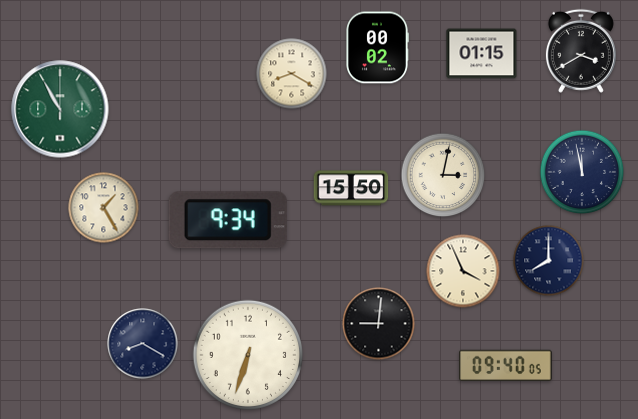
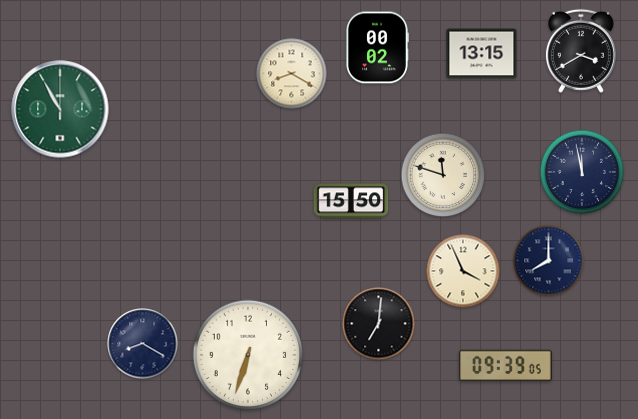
clock at (482, 54): 01:15 -> 13:15
clock at (443, 175): 3:02 -> 11:48
clock at (351, 188) position: (351, 188) -> (351, 201)
clock at (104, 208): 1:25 -> none
clock at (228, 220): 9:34 -> none
clock at (379, 324): 9:01 -> 7:01
clock at (506, 365): 09:40 -> 09:39
